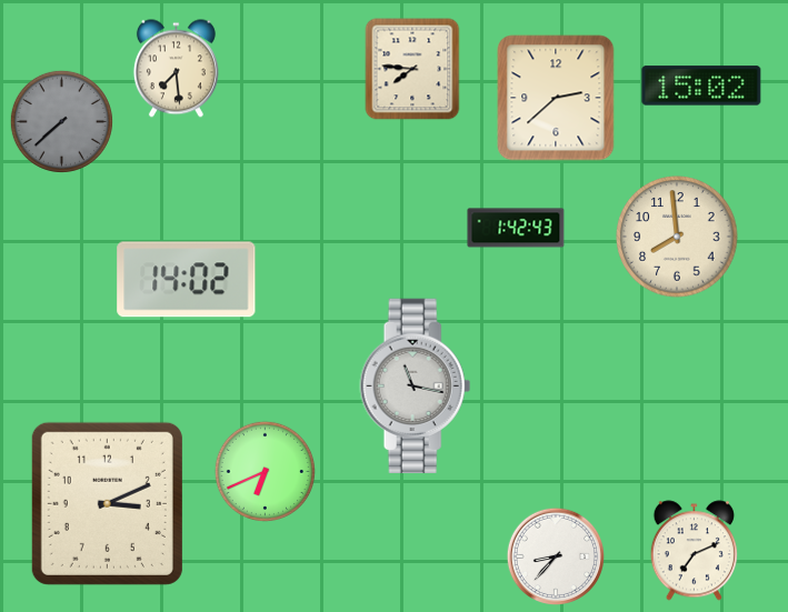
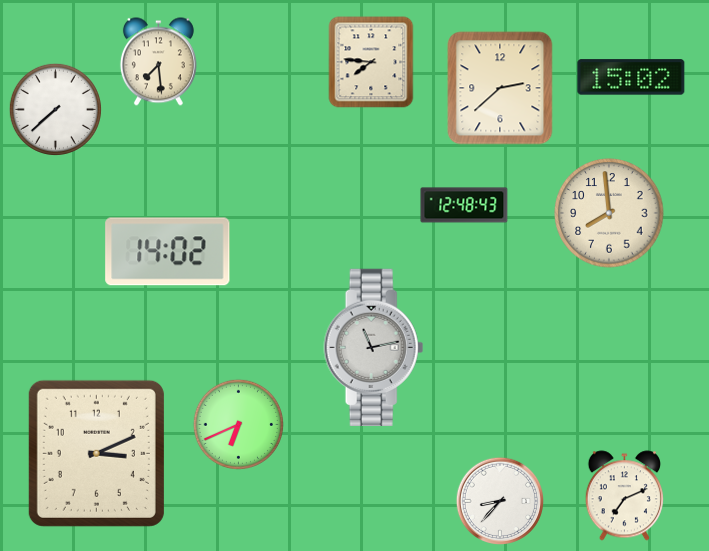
clock at (61, 121) dial: grey -> white
clock at (516, 228): 1:42 -> 12:48
clock at (416, 385): 11:17 -> 11:13
